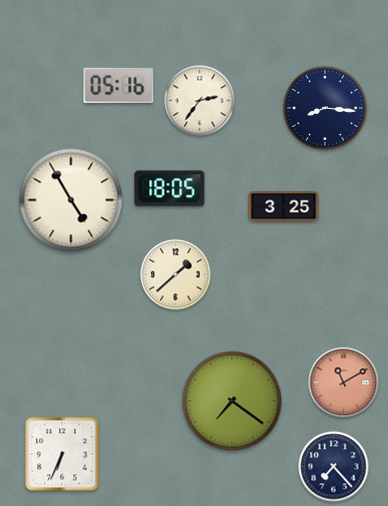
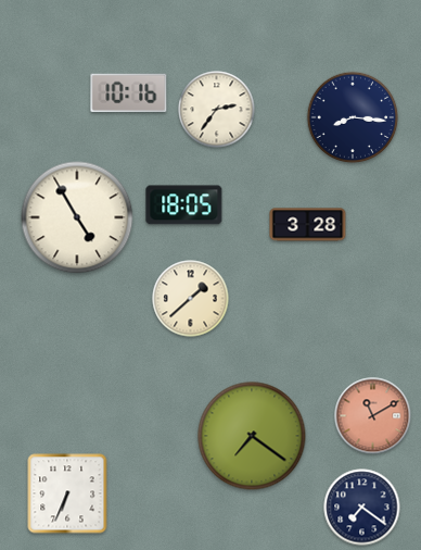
clock at (119, 85): 05:16 -> 10:16
clock at (284, 207): 3:25 -> 3:28
clock at (334, 467): 7:23 -> 7:21
